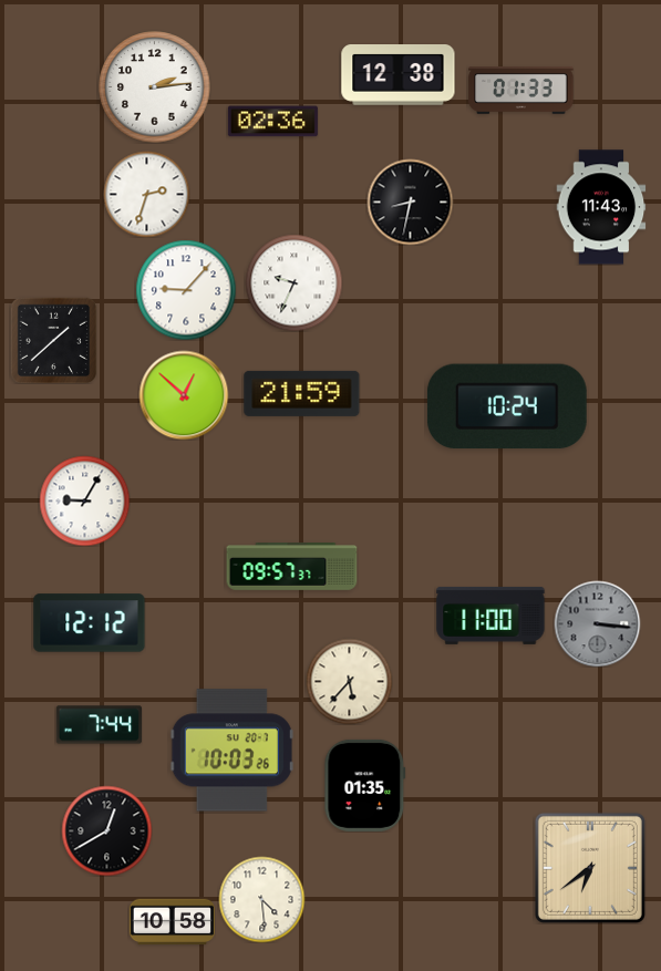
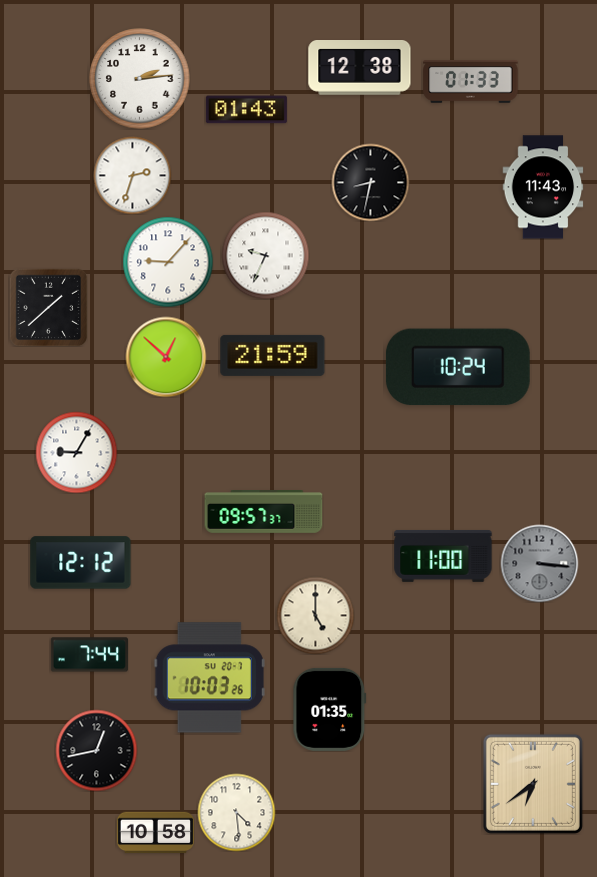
clock at (272, 122): 02:36 -> 01:43
clock at (349, 681): 5:37 -> 5:00
clock at (106, 830): 12:40 -> 12:43
